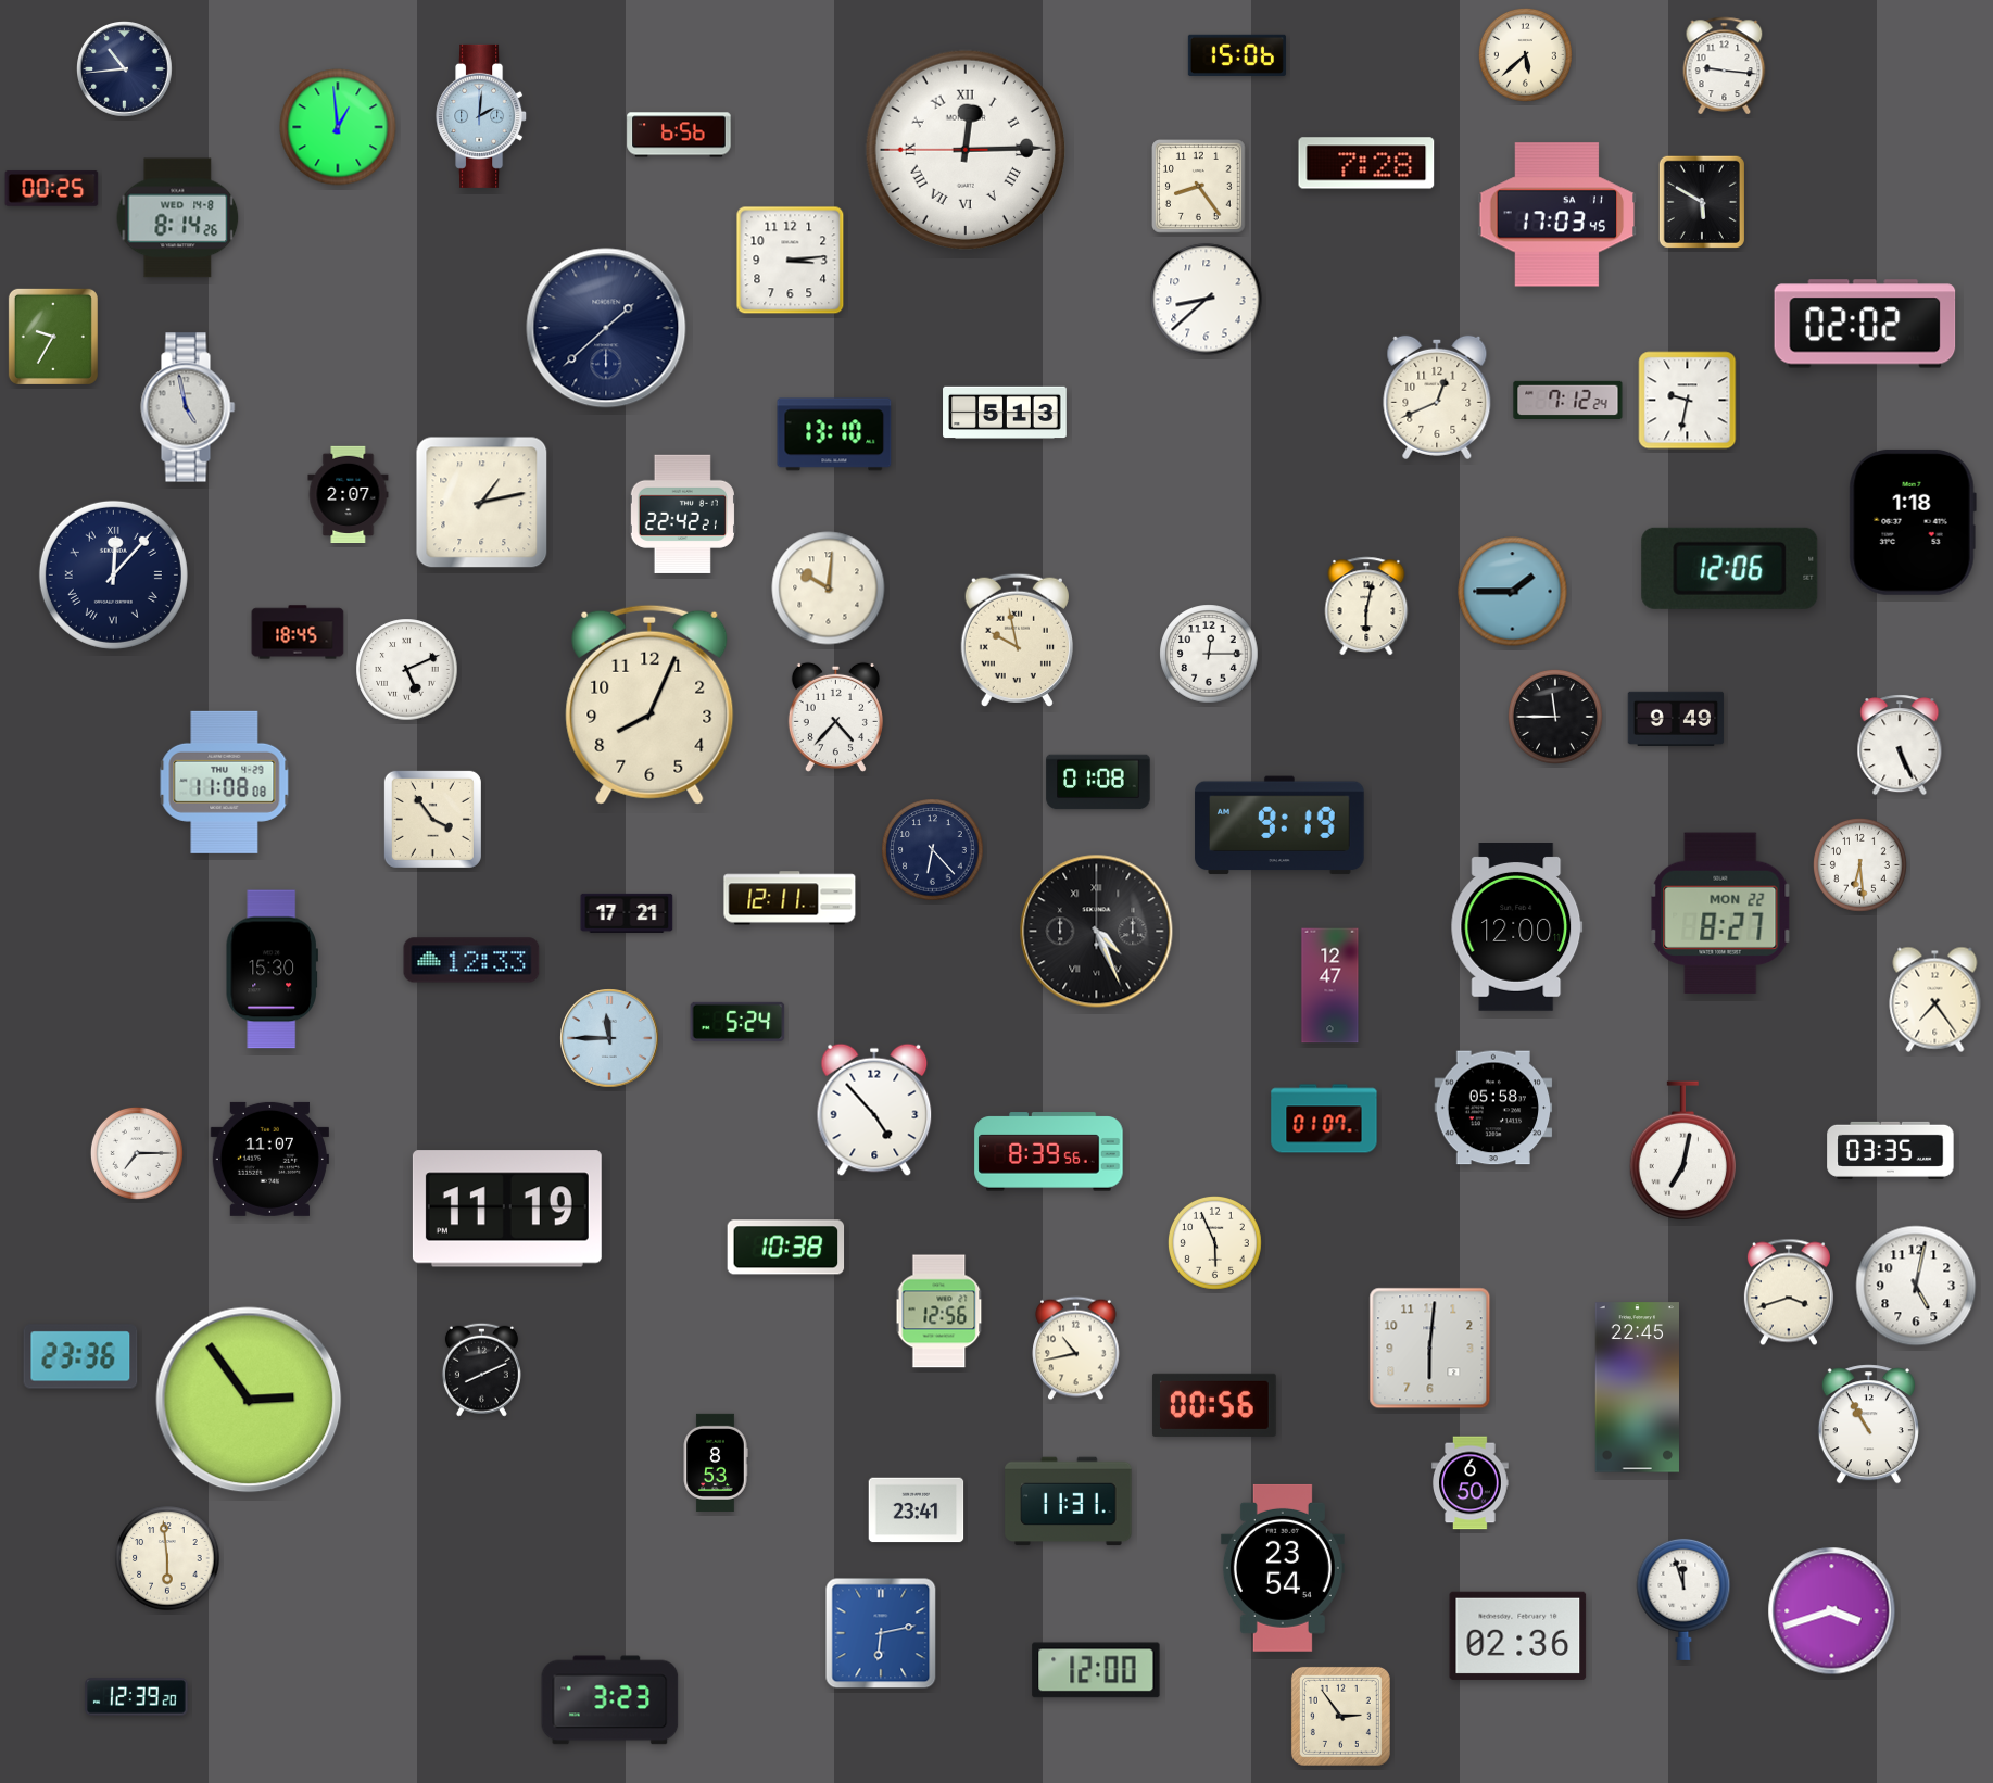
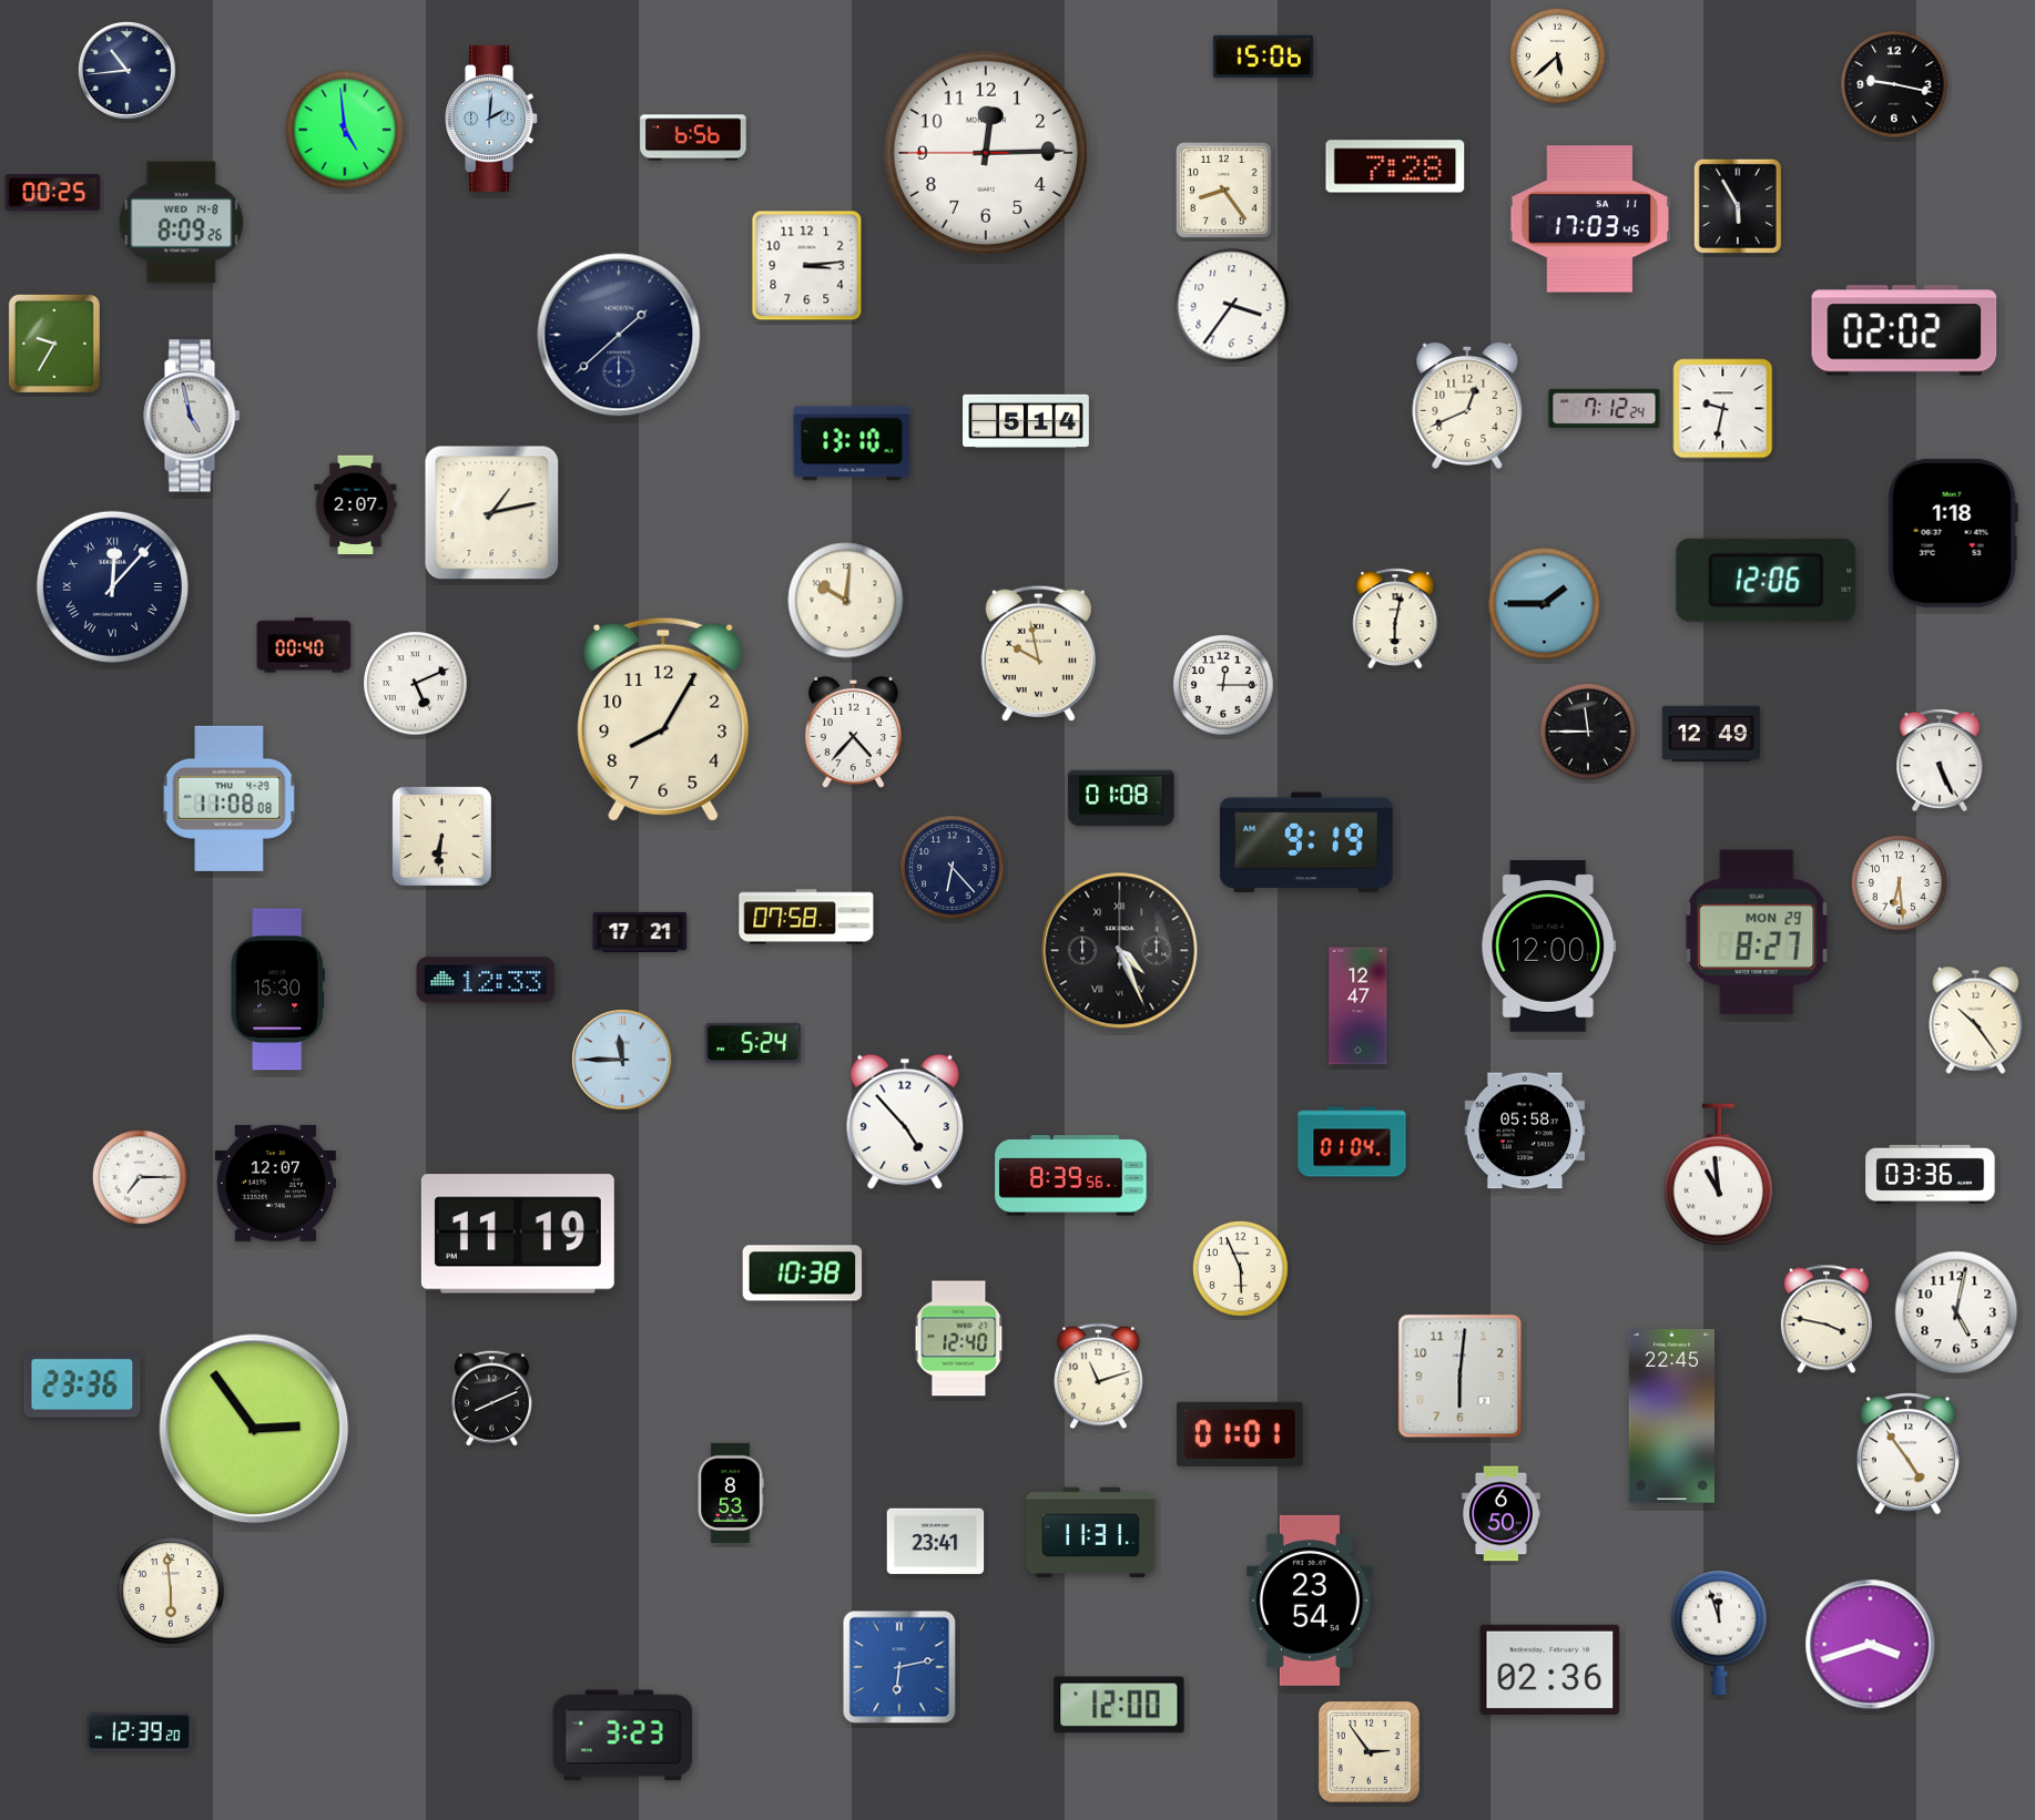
clock at (1725, 65): 9:16 -> none
clock at (1894, 84): none -> 9:17
clock at (338, 127): 12:59 -> 4:59
clock at (966, 150) numerals: Roman -> Arabic
clock at (1702, 201): 5:50 -> 5:55
clock at (178, 218): 8:14 -> 8:09
clock at (1207, 300): 8:38 -> 3:36
clock at (1568, 400) position: (1568, 400) -> (1605, 408)
clock at (1005, 412): 5:13 -> 5:14
clock at (682, 514): 22:42 -> none
clock at (113, 574) position: (113, 574) -> (112, 586)
clock at (298, 632): 18:45 -> 00:40
clock at (1209, 654) position: (1209, 654) -> (1223, 685)
clock at (649, 705): 8:04 -> 8:05
clock at (1676, 718): 9:49 -> 12:49
clock at (432, 819): 3:54 -> 6:31
clock at (790, 898): 12:11 -> 07:58
clock at (1720, 913) date: MON 22 -> MON 29
clock at (471, 960) position: (471, 960) -> (486, 980)
clock at (1935, 999): 7:24 -> 10:24
clock at (874, 1110) position: (874, 1110) -> (905, 1122)
clock at (1324, 1118): 01:07 -> 01:04
clock at (1682, 1150): 7:02 -> 10:59
clock at (1891, 1150): 03:35 -> 03:36
clock at (269, 1159): 11:07 -> 12:07
clock at (1789, 1292): 3:42 -> 3:47
clock at (939, 1312): 12:56 -> 12:40
clock at (1076, 1349): 10:43 -> 11:12
clock at (1214, 1405): 00:56 -> 01:01
clock at (1868, 1425): 10:55 -> 4:54
